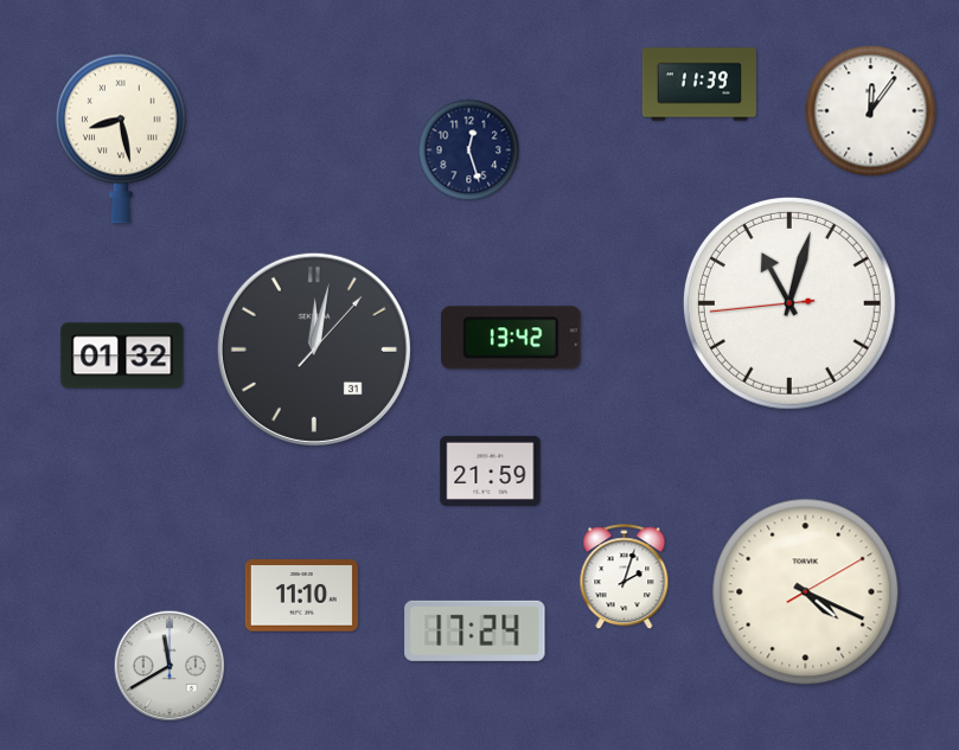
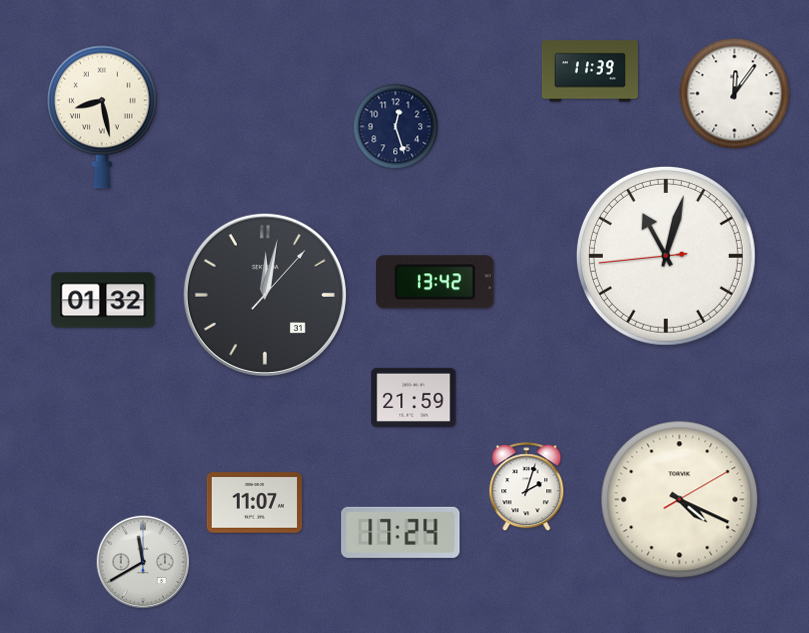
clock at (512, 338) position: (512, 338) -> (436, 282)
clock at (301, 596): 11:10 -> 11:07
